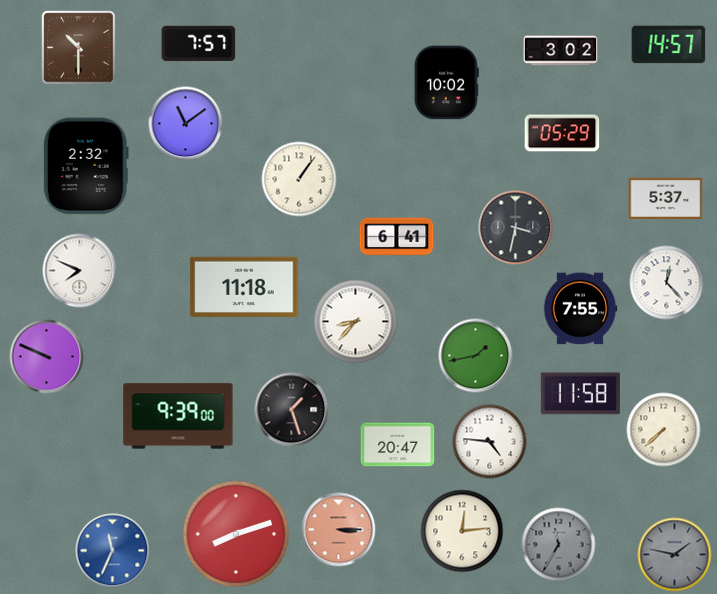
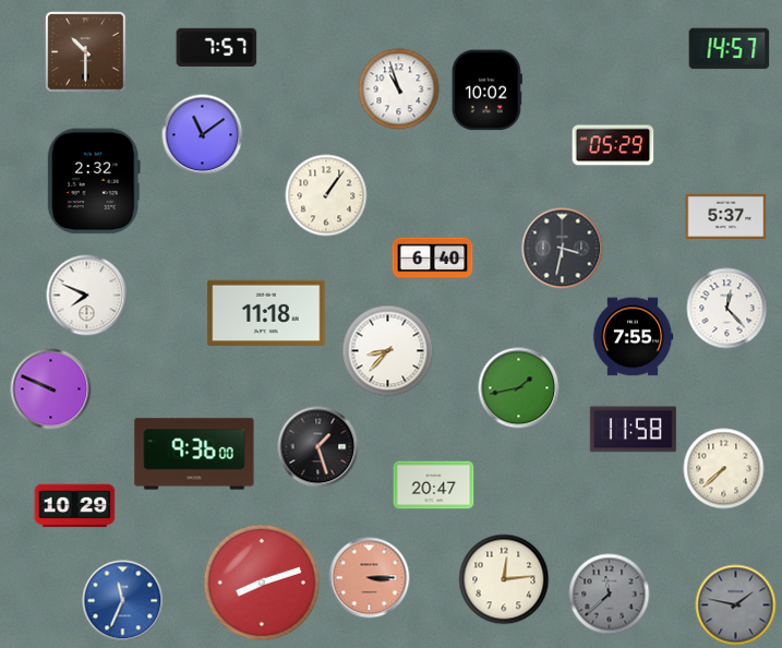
clock at (561, 51): 3:02 -> none
clock at (399, 89): none -> 10:57
clock at (397, 237): 6:41 -> 6:40
clock at (178, 416): 9:39 -> 9:36
clock at (490, 442): 4:46 -> none
clock at (75, 506): none -> 10:29
clock at (236, 534) position: (236, 534) -> (262, 583)
clock at (559, 545): 11:35 -> 11:38
